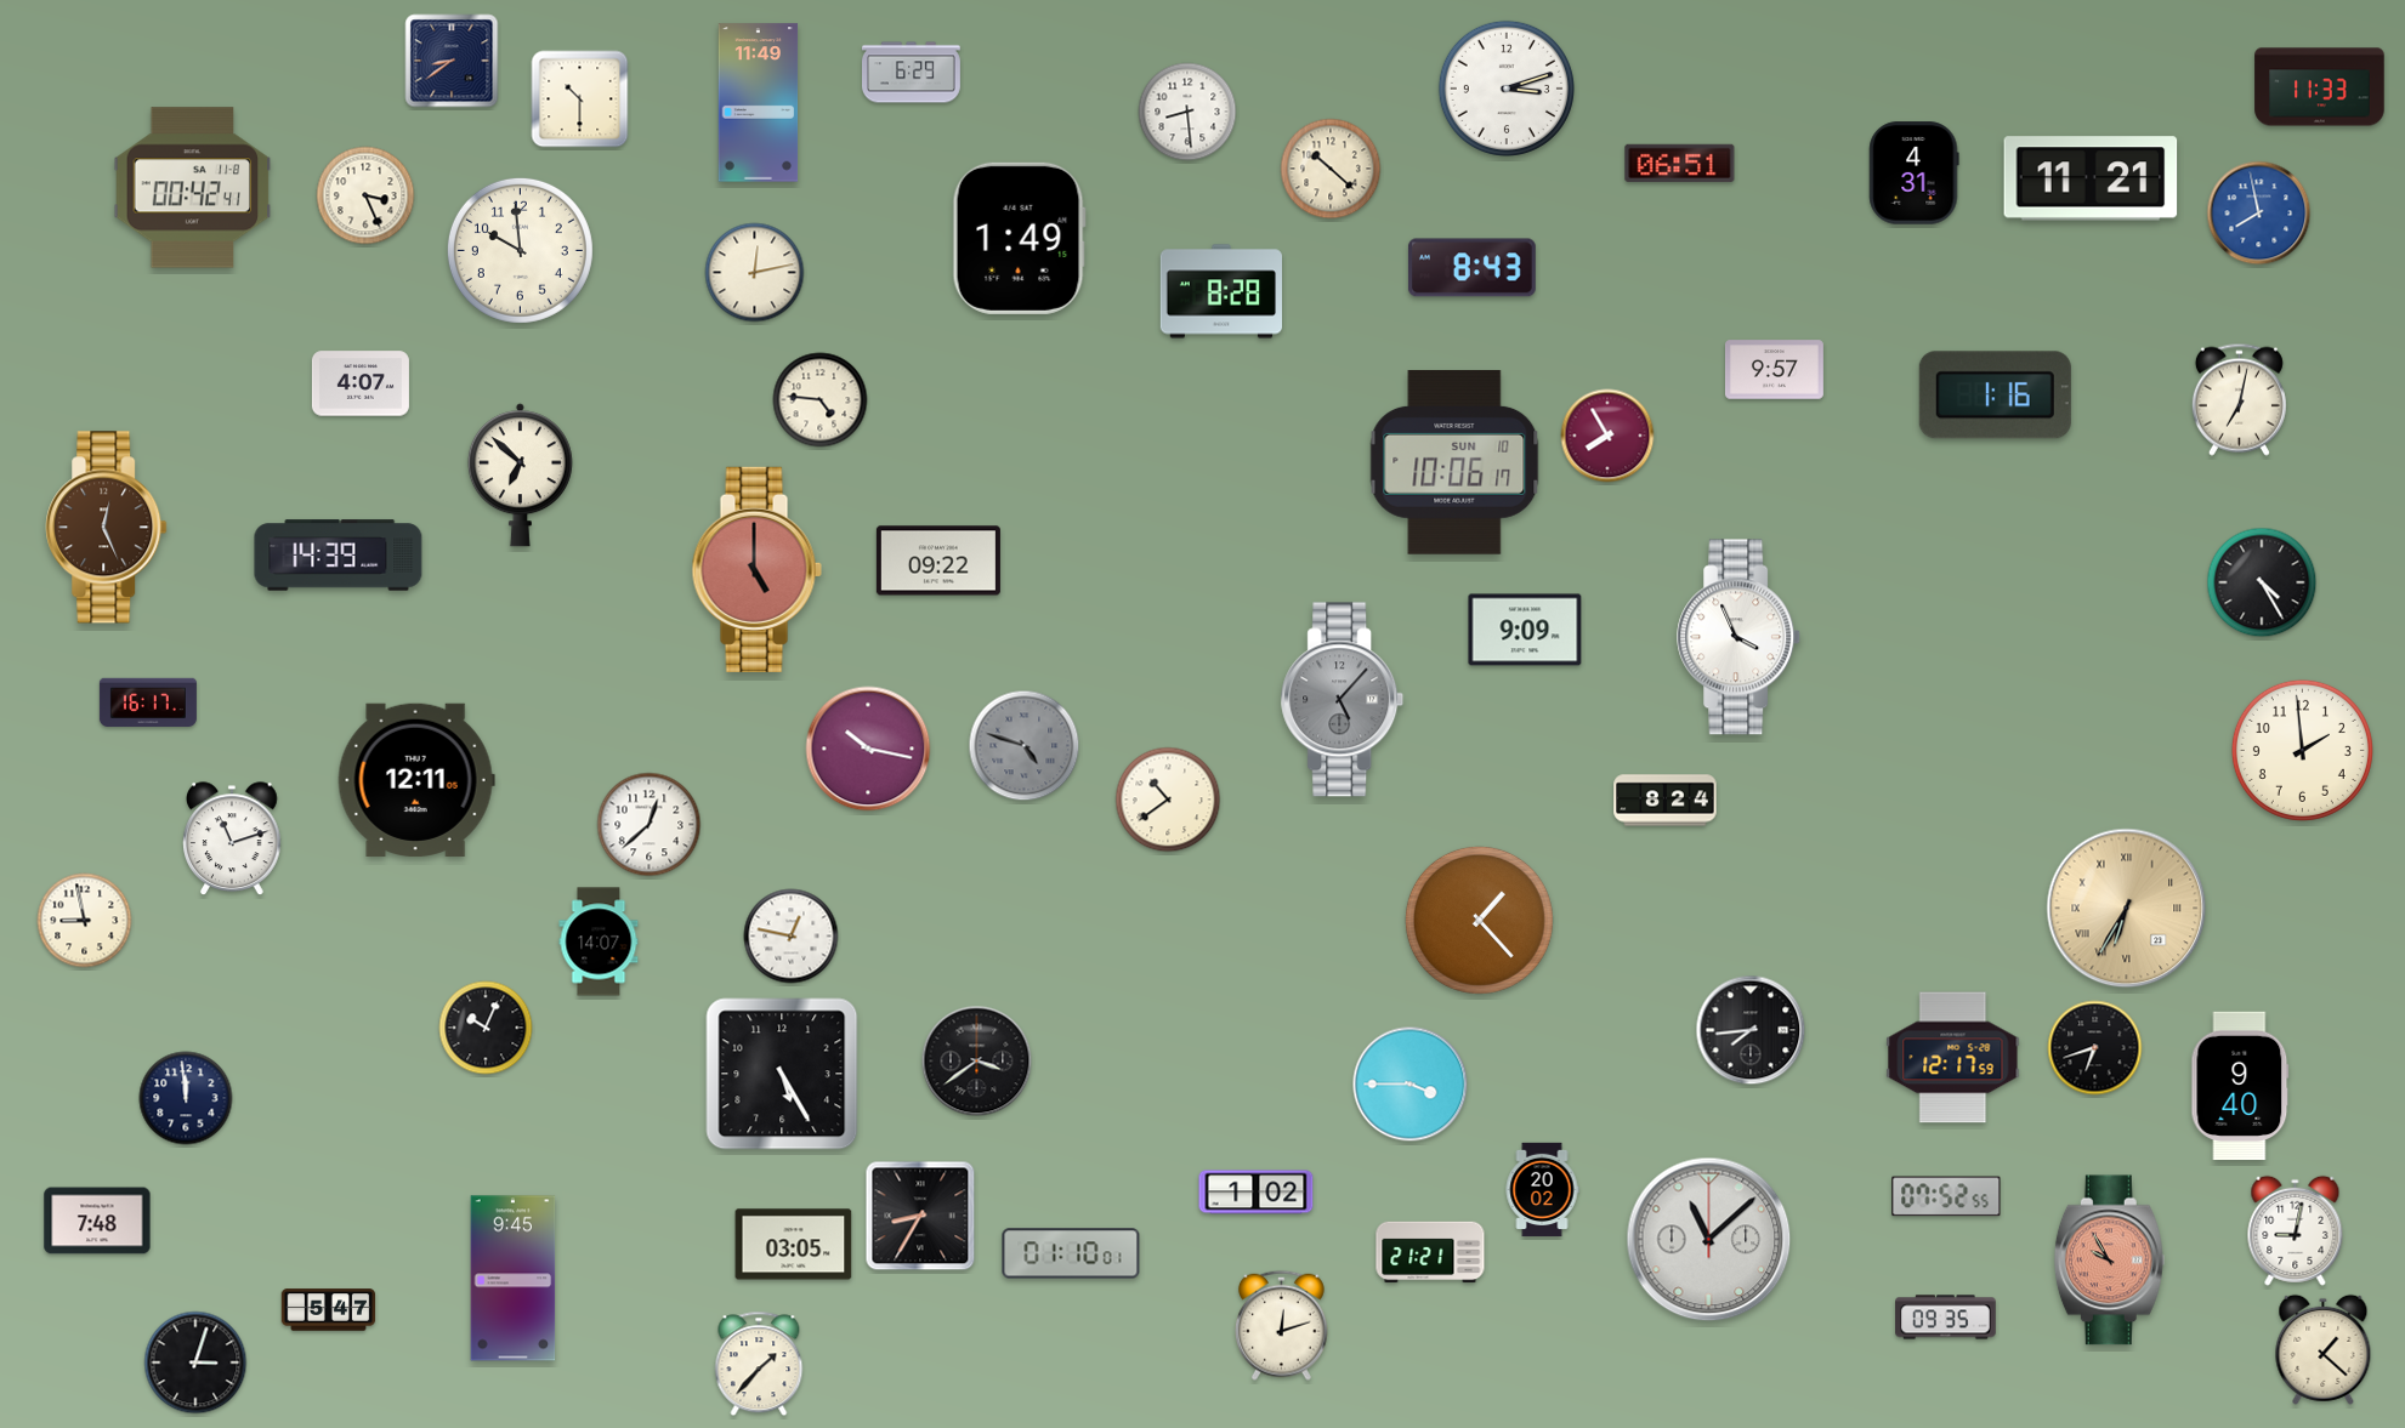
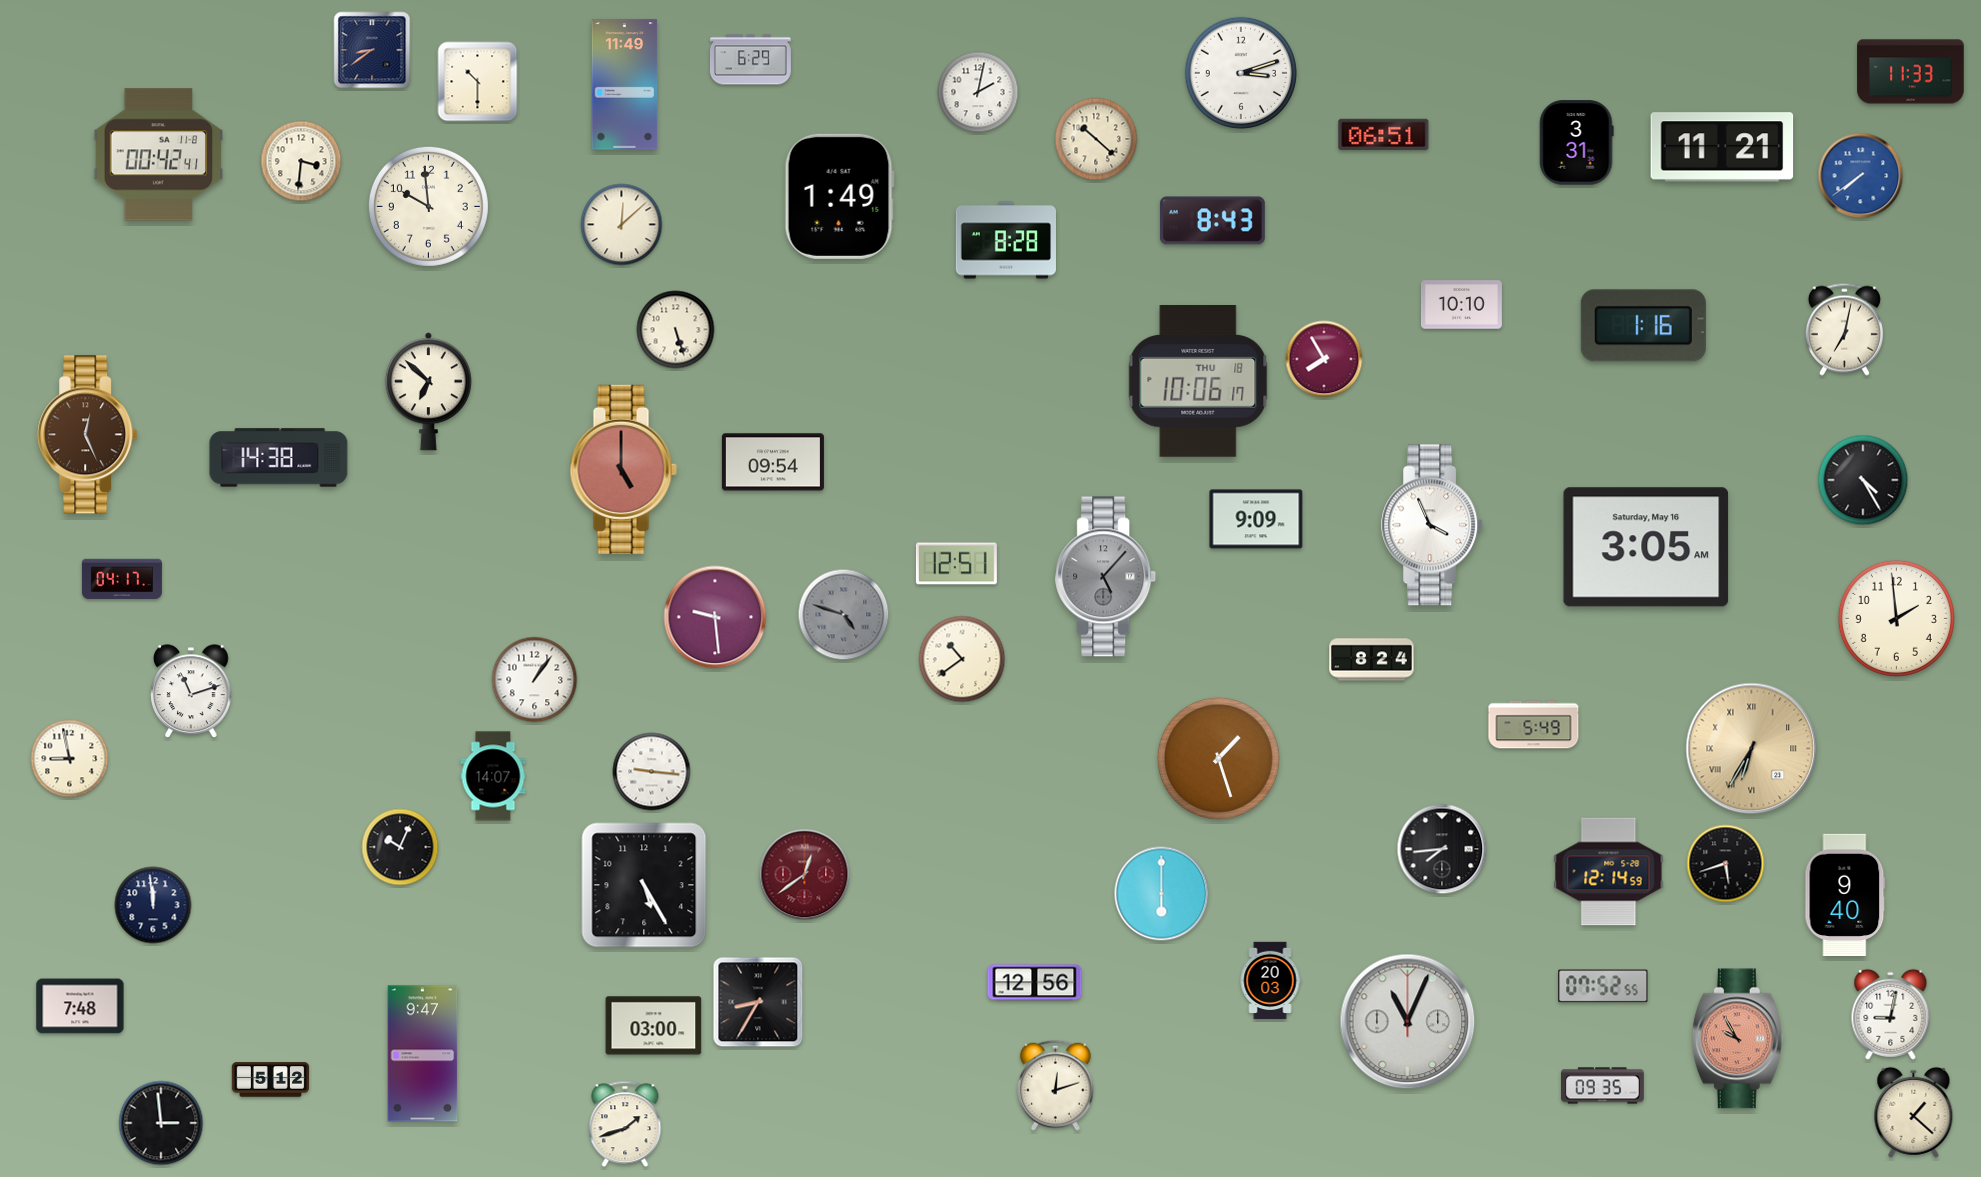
clock at (1187, 112): 8:29 -> 2:02
clock at (1915, 173): 4:31 -> 3:31
clock at (365, 195): 3:26 -> 3:31
clock at (2259, 214): 7:58 -> 7:39
clock at (755, 273): 12:13 -> 12:08
clock at (1774, 370): 9:57 -> 10:10
clock at (361, 383): 4:07 -> none
clock at (821, 400): 4:46 -> 5:27
clock at (1454, 463) date: SUN 10 -> THU 18
clock at (339, 556): 14:39 -> 14:38
clock at (938, 561): 09:22 -> 09:54
clock at (1646, 547): none -> 3:05
clock at (956, 564): none -> 12:51
clock at (148, 701): 16:17 -> 04:17
clock at (868, 749): 10:17 -> 9:29
clock at (416, 780): 12:11 -> none
clock at (650, 825): 12:38 -> 1:06
clock at (1534, 725): none -> 5:49
clock at (1479, 920): 1:23 -> 1:27
clock at (792, 937): 12:47 -> 9:16
clock at (2095, 1048): 6:42 -> 5:42
clock at (1953, 1058): 12:17 -> 12:14
clock at (977, 1062): 3:39 -> 12:39
clock at (977, 1062) dial: black -> burgundy
clock at (1411, 1085): 3:45 -> 6:00
clock at (1542, 1190): 20:02 -> 20:03
clock at (1257, 1193): 1:02 -> 12:56
clock at (1709, 1240): 11:08 -> 11:04
clock at (794, 1245): 03:05 -> 03:00
clock at (1430, 1252): 21:21 -> none
clock at (1071, 1253): 01:10 -> none
clock at (514, 1279): 9:45 -> 9:47
clock at (329, 1310): 5:47 -> 5:12
clock at (1281, 1325) position: (1281, 1325) -> (1055, 1085)
clock at (195, 1362): 3:03 -> 2:59
clock at (759, 1364): 1:37 -> 1:42
